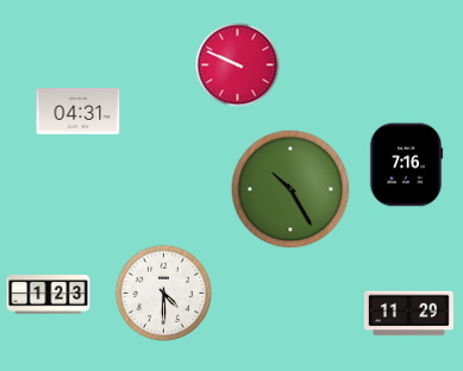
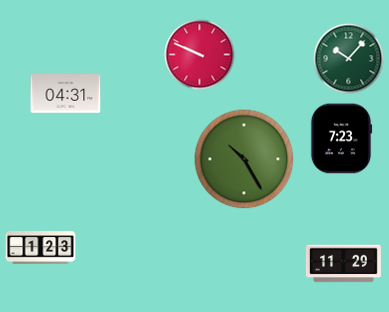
clock at (349, 59): none -> 10:07
clock at (406, 165): 7:16 -> 7:23
clock at (163, 293): 4:30 -> none
